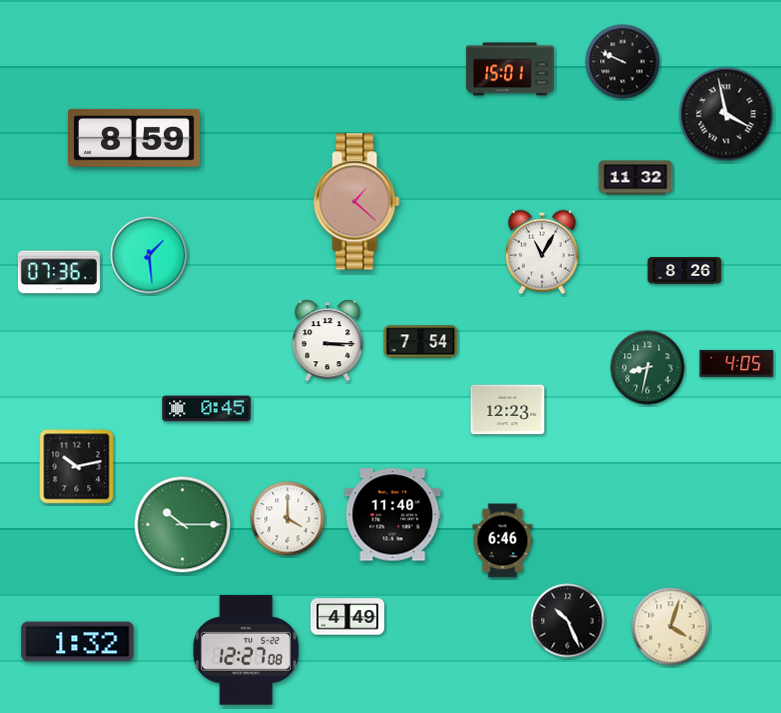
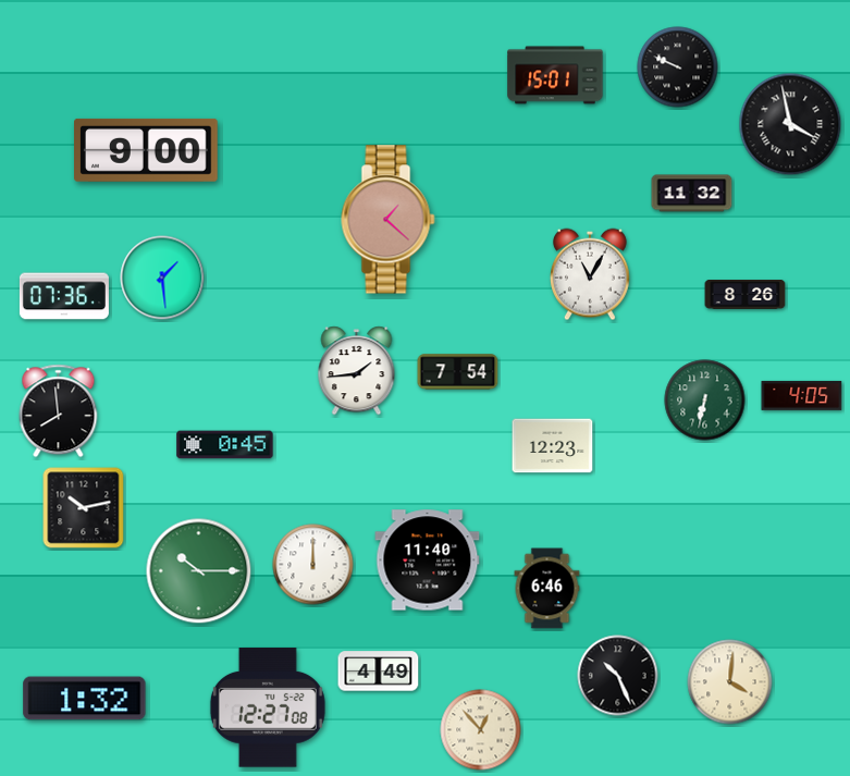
clock at (135, 138): 8:59 -> 9:00
clock at (328, 341): 3:15 -> 1:44
clock at (648, 368): 8:32 -> 6:32
clock at (59, 411): none -> 7:59
clock at (288, 519): 4:00 -> 12:00
clock at (671, 627): 4:03 -> 4:01
clock at (481, 730): none -> 12:53
